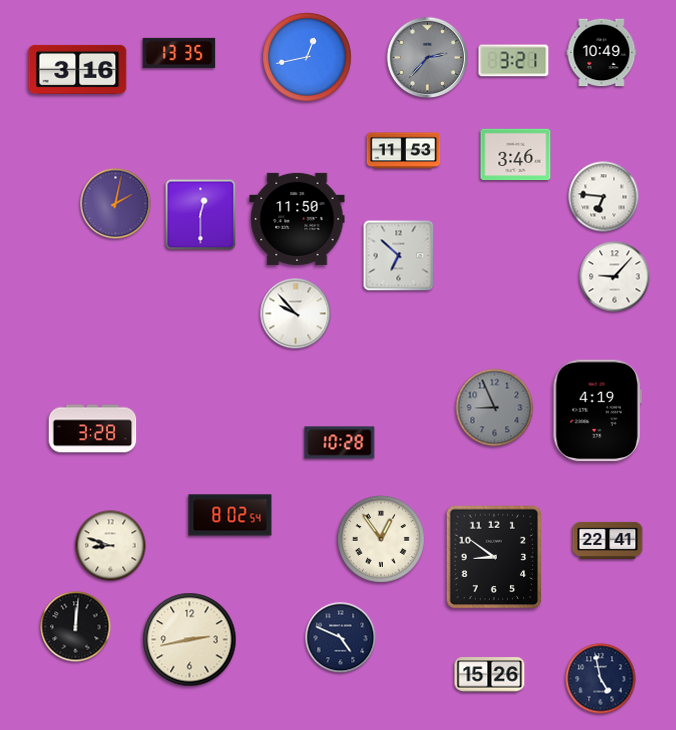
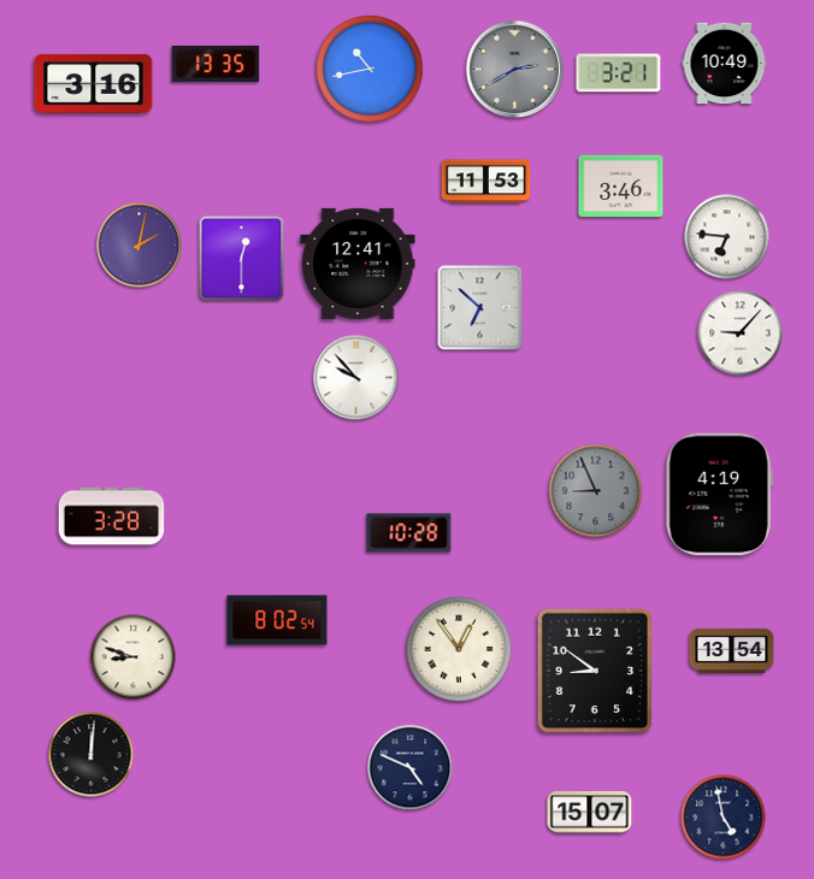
clock at (307, 57): 12:43 -> 10:43
clock at (427, 57): 2:37 -> 2:40
clock at (297, 219): 11:50 -> 12:41
clock at (608, 540): 22:41 -> 13:54
clock at (190, 640): 2:43 -> none
clock at (490, 675): 15:26 -> 15:07
